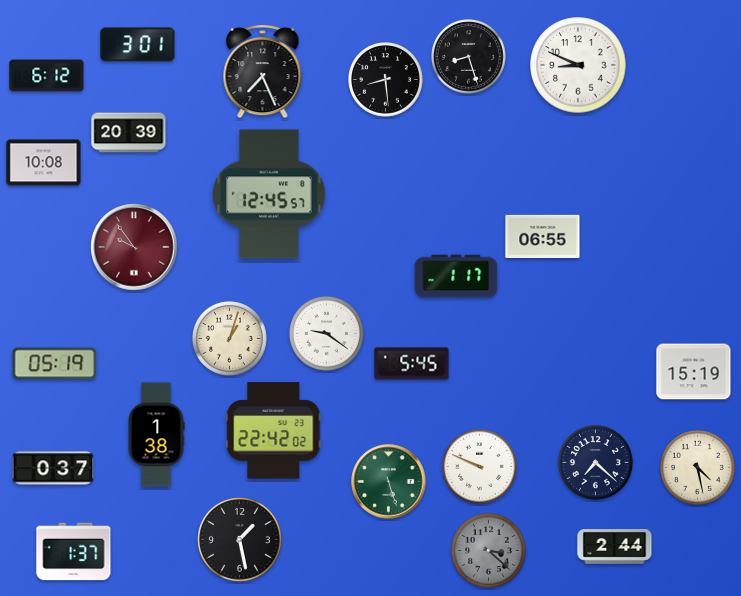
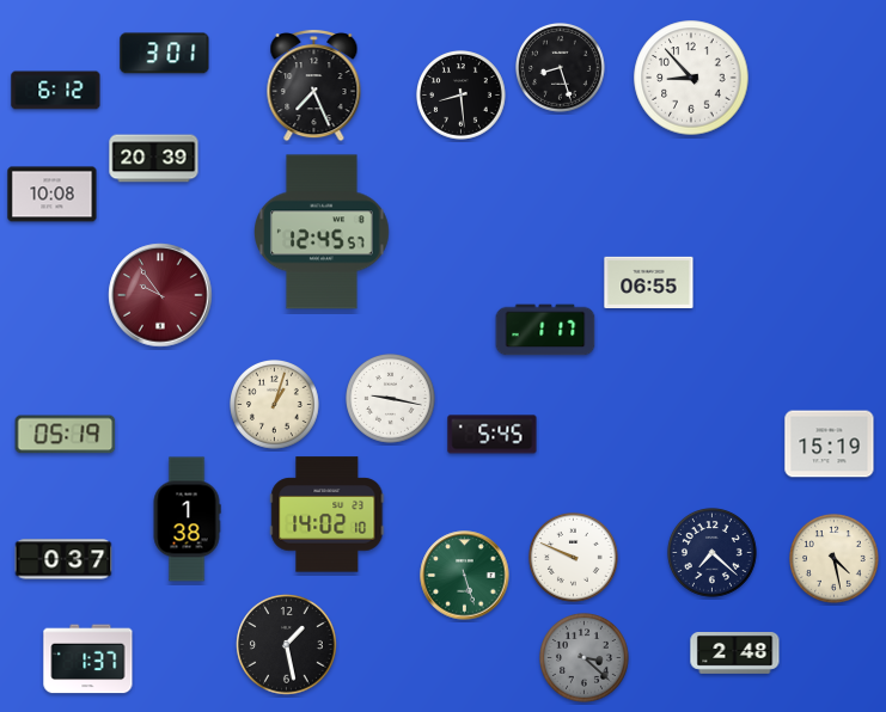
clock at (578, 65): 8:49 -> 8:53
clock at (327, 334): 9:21 -> 9:17
clock at (274, 431): 22:42 -> 14:02
clock at (615, 547): 2:44 -> 2:48
